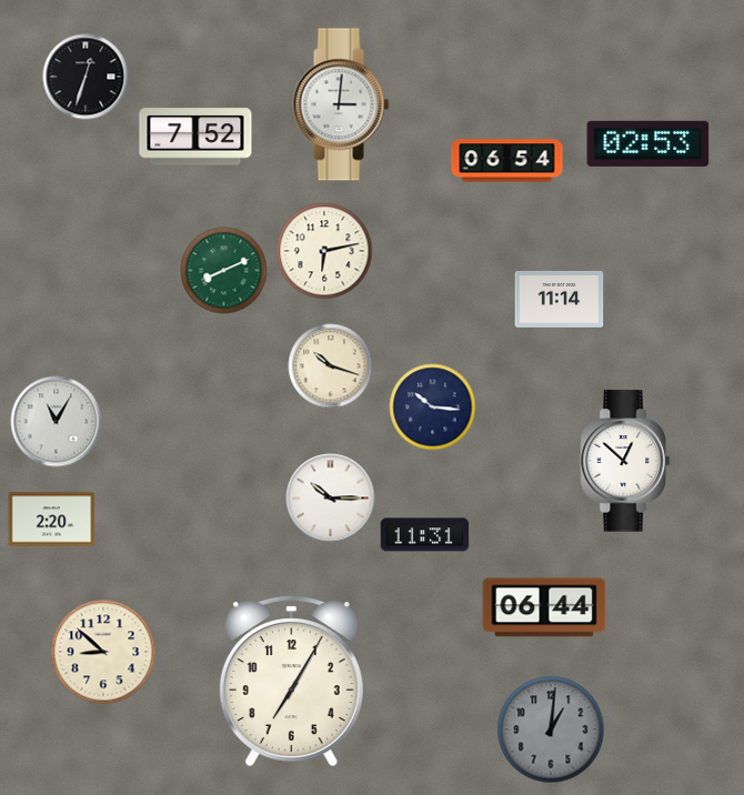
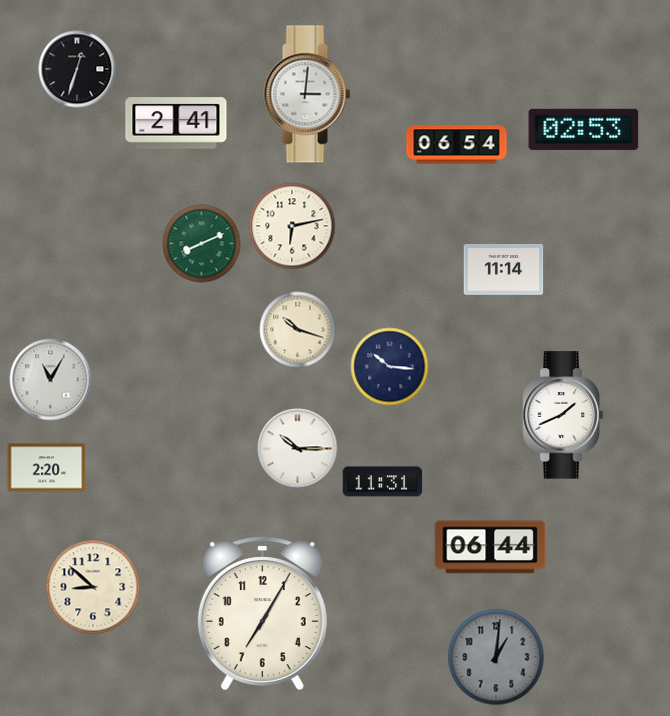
clock at (195, 137): 7:52 -> 2:41
clock at (625, 461): 12:52 -> 1:41
